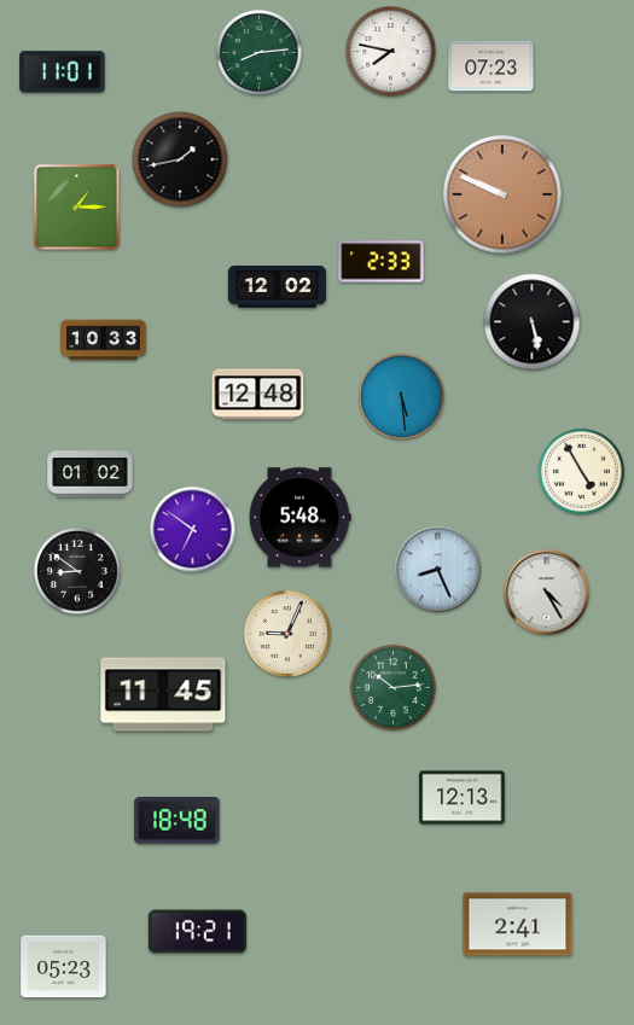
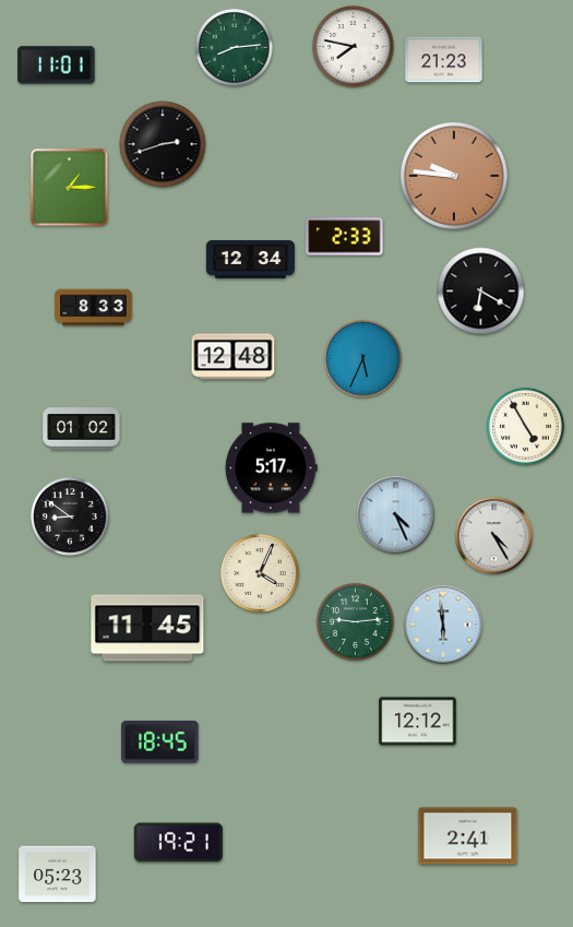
clock at (492, 66): 07:23 -> 21:23
clock at (180, 159): 1:43 -> 2:42
clock at (502, 194): 9:49 -> 9:46
clock at (277, 287): 12:02 -> 12:34
clock at (533, 322): 5:28 -> 6:20
clock at (104, 340): 10:33 -> 8:33
clock at (401, 396): 5:29 -> 5:34
clock at (301, 518): 5:48 -> 5:17
clock at (193, 530): 6:51 -> none
clock at (438, 570): 8:26 -> 4:26
clock at (289, 635): 9:04 -> 4:04
clock at (392, 687): 10:14 -> 9:14
clock at (443, 625): none -> 5:59
clock at (463, 798): 12:13 -> 12:12
clock at (178, 821): 18:48 -> 18:45
